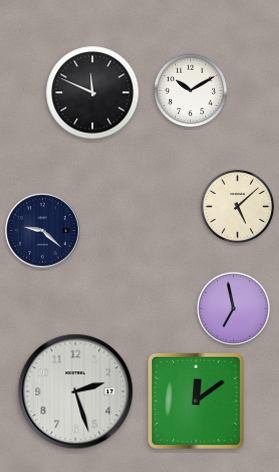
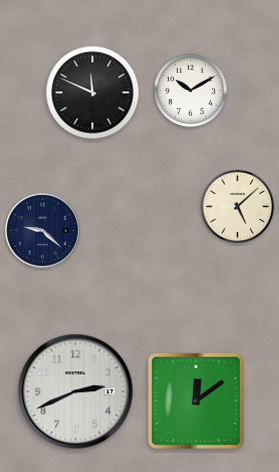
clock at (233, 308): 6:58 -> none
clock at (76, 392): 2:27 -> 2:41
